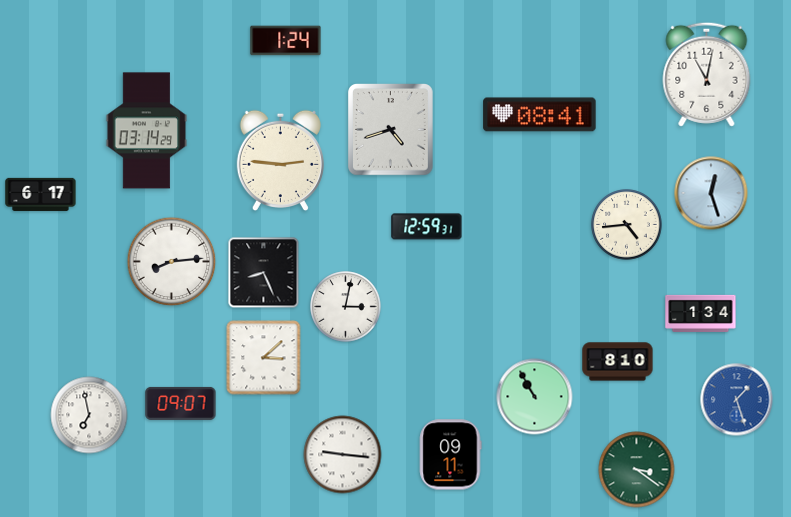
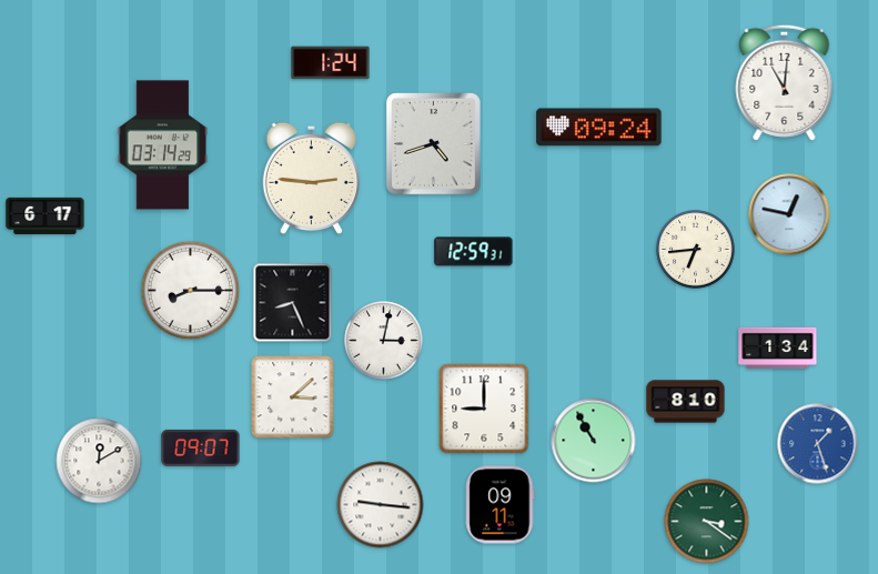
clock at (286, 41) position: (286, 41) -> (331, 63)
clock at (707, 74): 11:02 -> 11:01
clock at (540, 115): 08:41 -> 09:24
clock at (711, 193): 12:27 -> 12:47
clock at (627, 225): 4:44 -> 6:44
clock at (172, 262): 8:14 -> 8:15
clock at (484, 409): none -> 9:00
clock at (89, 415): 6:58 -> 12:10
